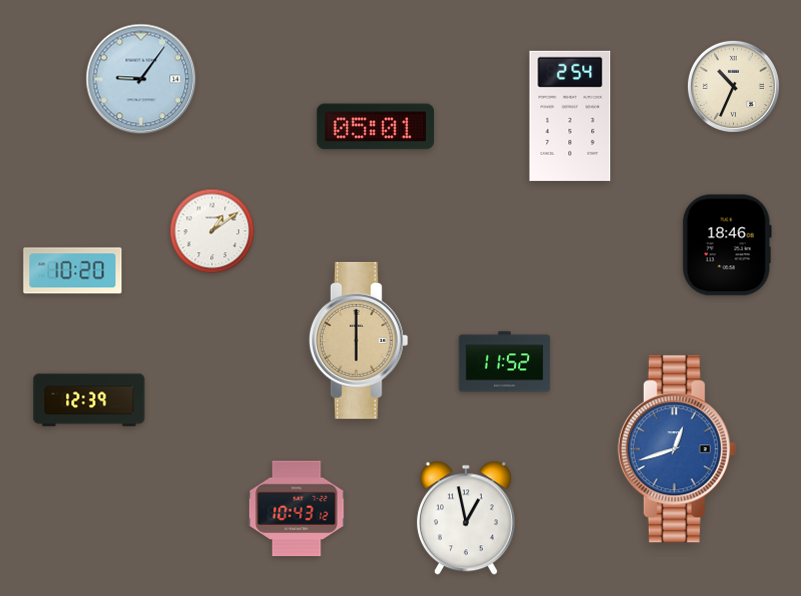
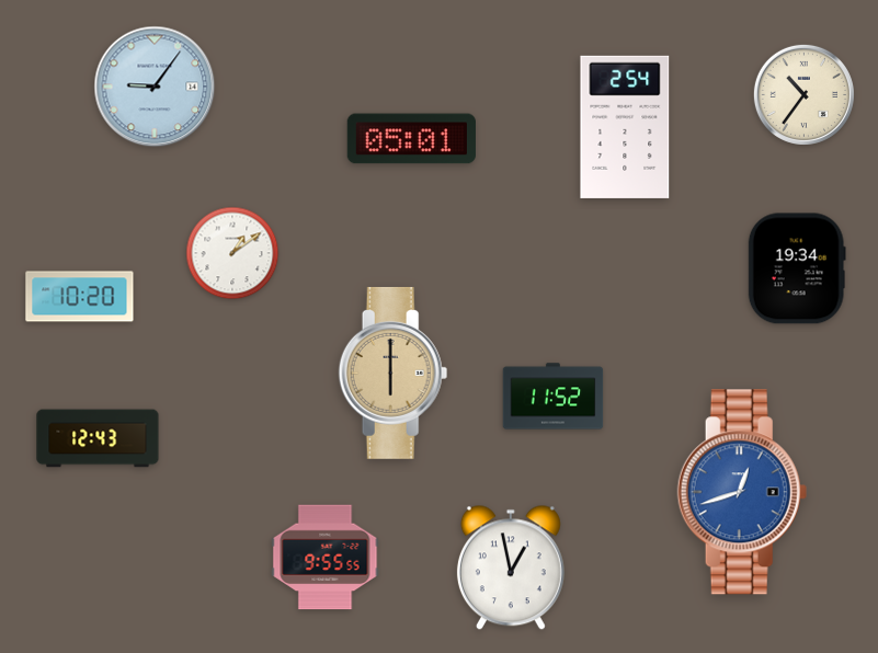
clock at (733, 86): 10:34 -> 10:36
clock at (727, 245): 18:46 -> 19:34
clock at (89, 400): 12:39 -> 12:43
clock at (297, 509): 10:43 -> 9:55
